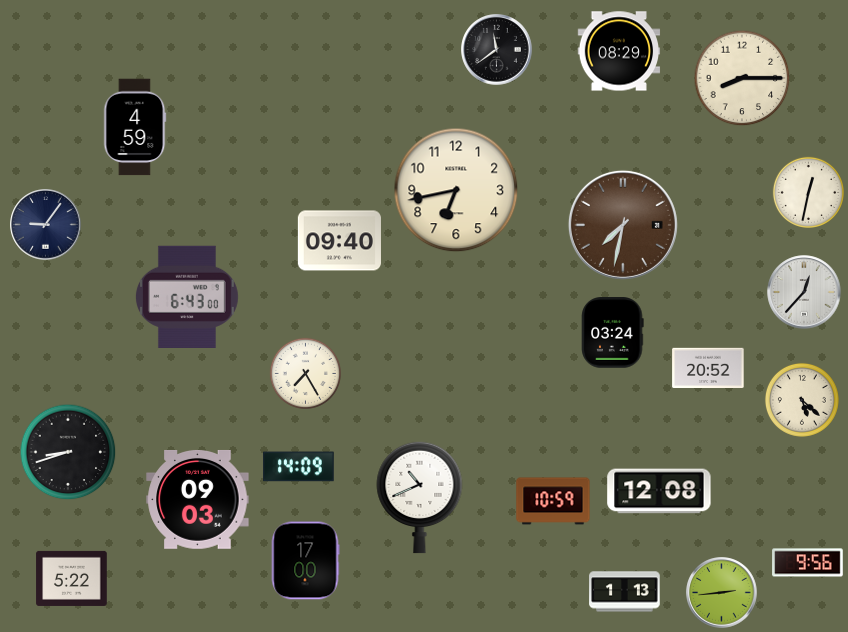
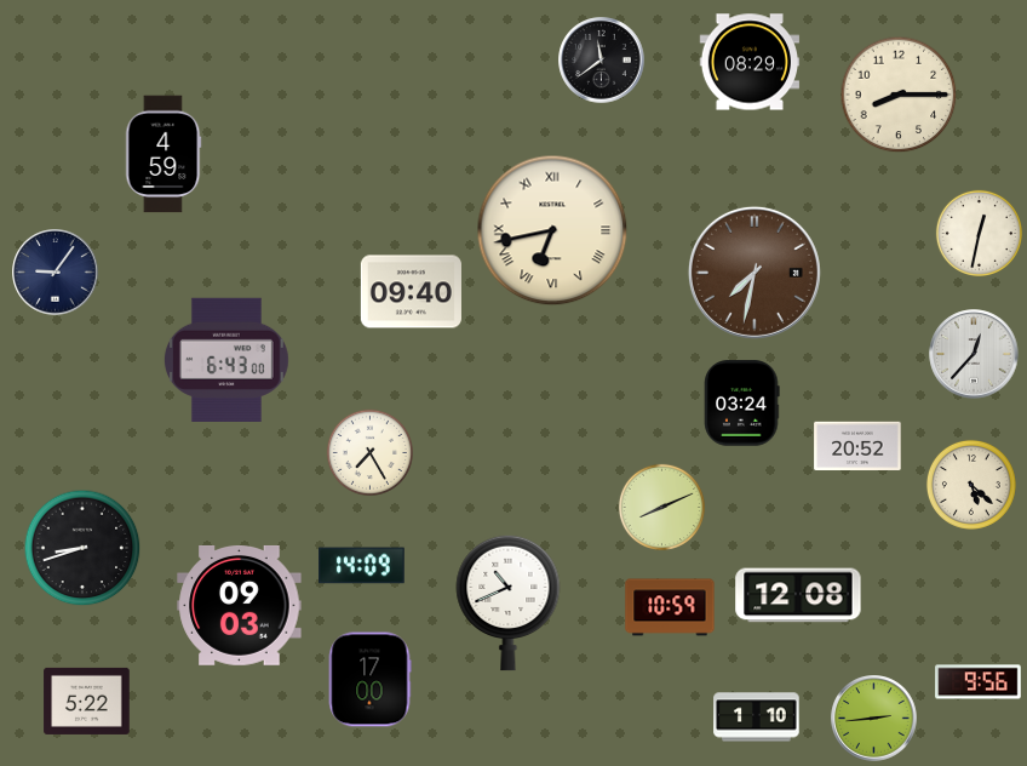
clock at (456, 190) numerals: Arabic -> Roman
clock at (661, 507): none -> 8:11
clock at (625, 592): 1:13 -> 1:10
